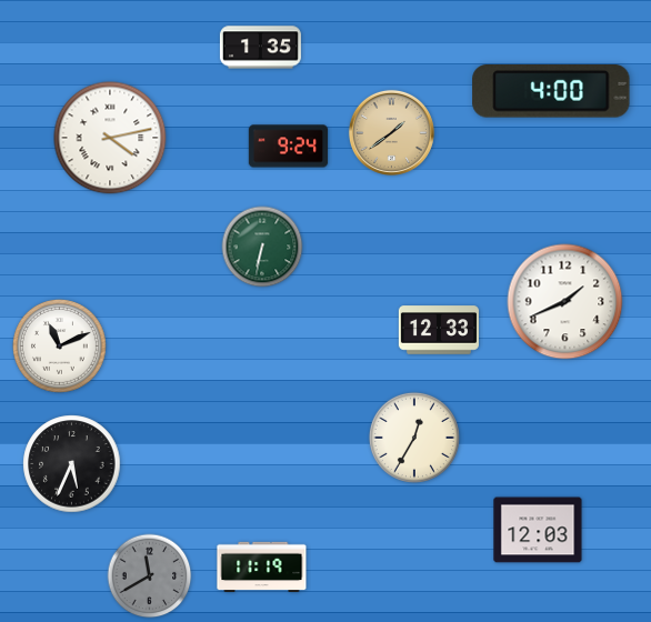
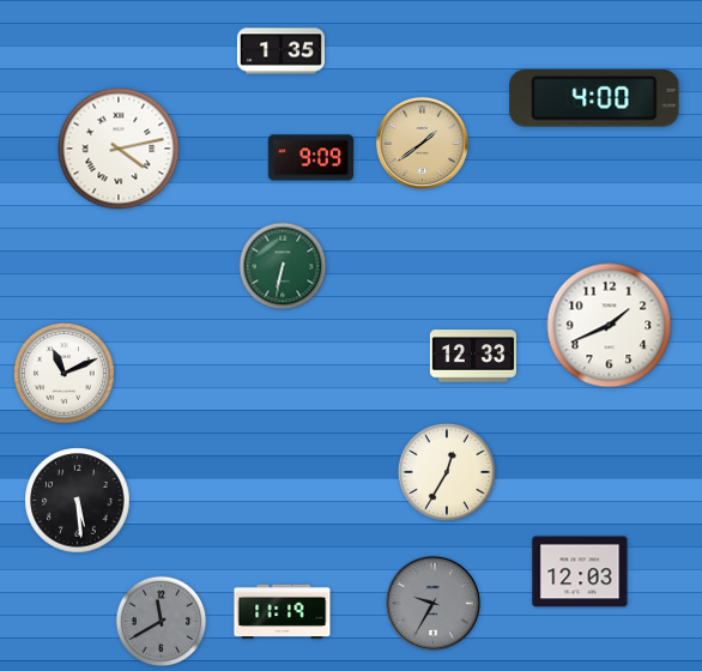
clock at (289, 147): 9:24 -> 9:09
clock at (72, 464): 5:34 -> 5:29
clock at (432, 603): none -> 9:35
